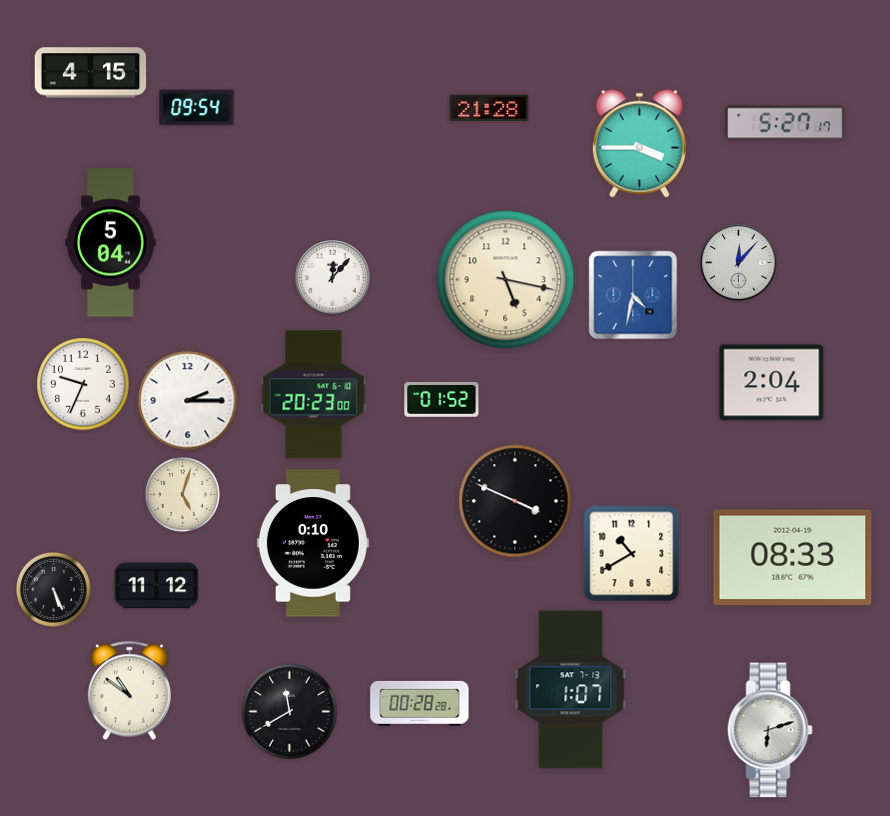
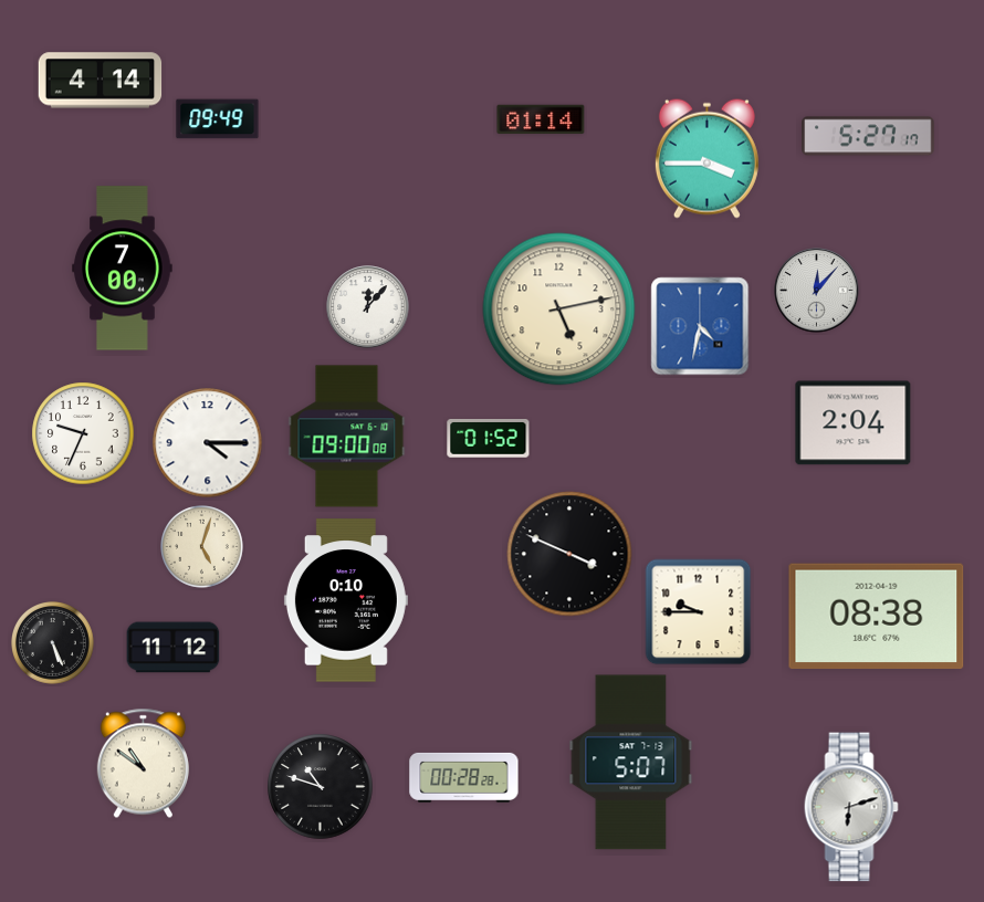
clock at (91, 73): 4:15 -> 4:14
clock at (197, 108): 09:54 -> 09:49
clock at (489, 108): 21:28 -> 01:14
clock at (111, 243): 5:04 -> 7:00
clock at (506, 280): 5:17 -> 5:13
clock at (83, 384) position: (83, 384) -> (83, 433)
clock at (314, 395): 20:23 -> 09:00
clock at (442, 399) position: (442, 399) -> (489, 438)
clock at (188, 401): 2:15 -> 4:15
clock at (632, 554): 10:40 -> 9:45
clock at (793, 558): 08:33 -> 08:38
clock at (54, 590) position: (54, 590) -> (53, 643)
clock at (571, 690): 1:07 -> 5:07
clock at (290, 712): 11:40 -> 10:48
